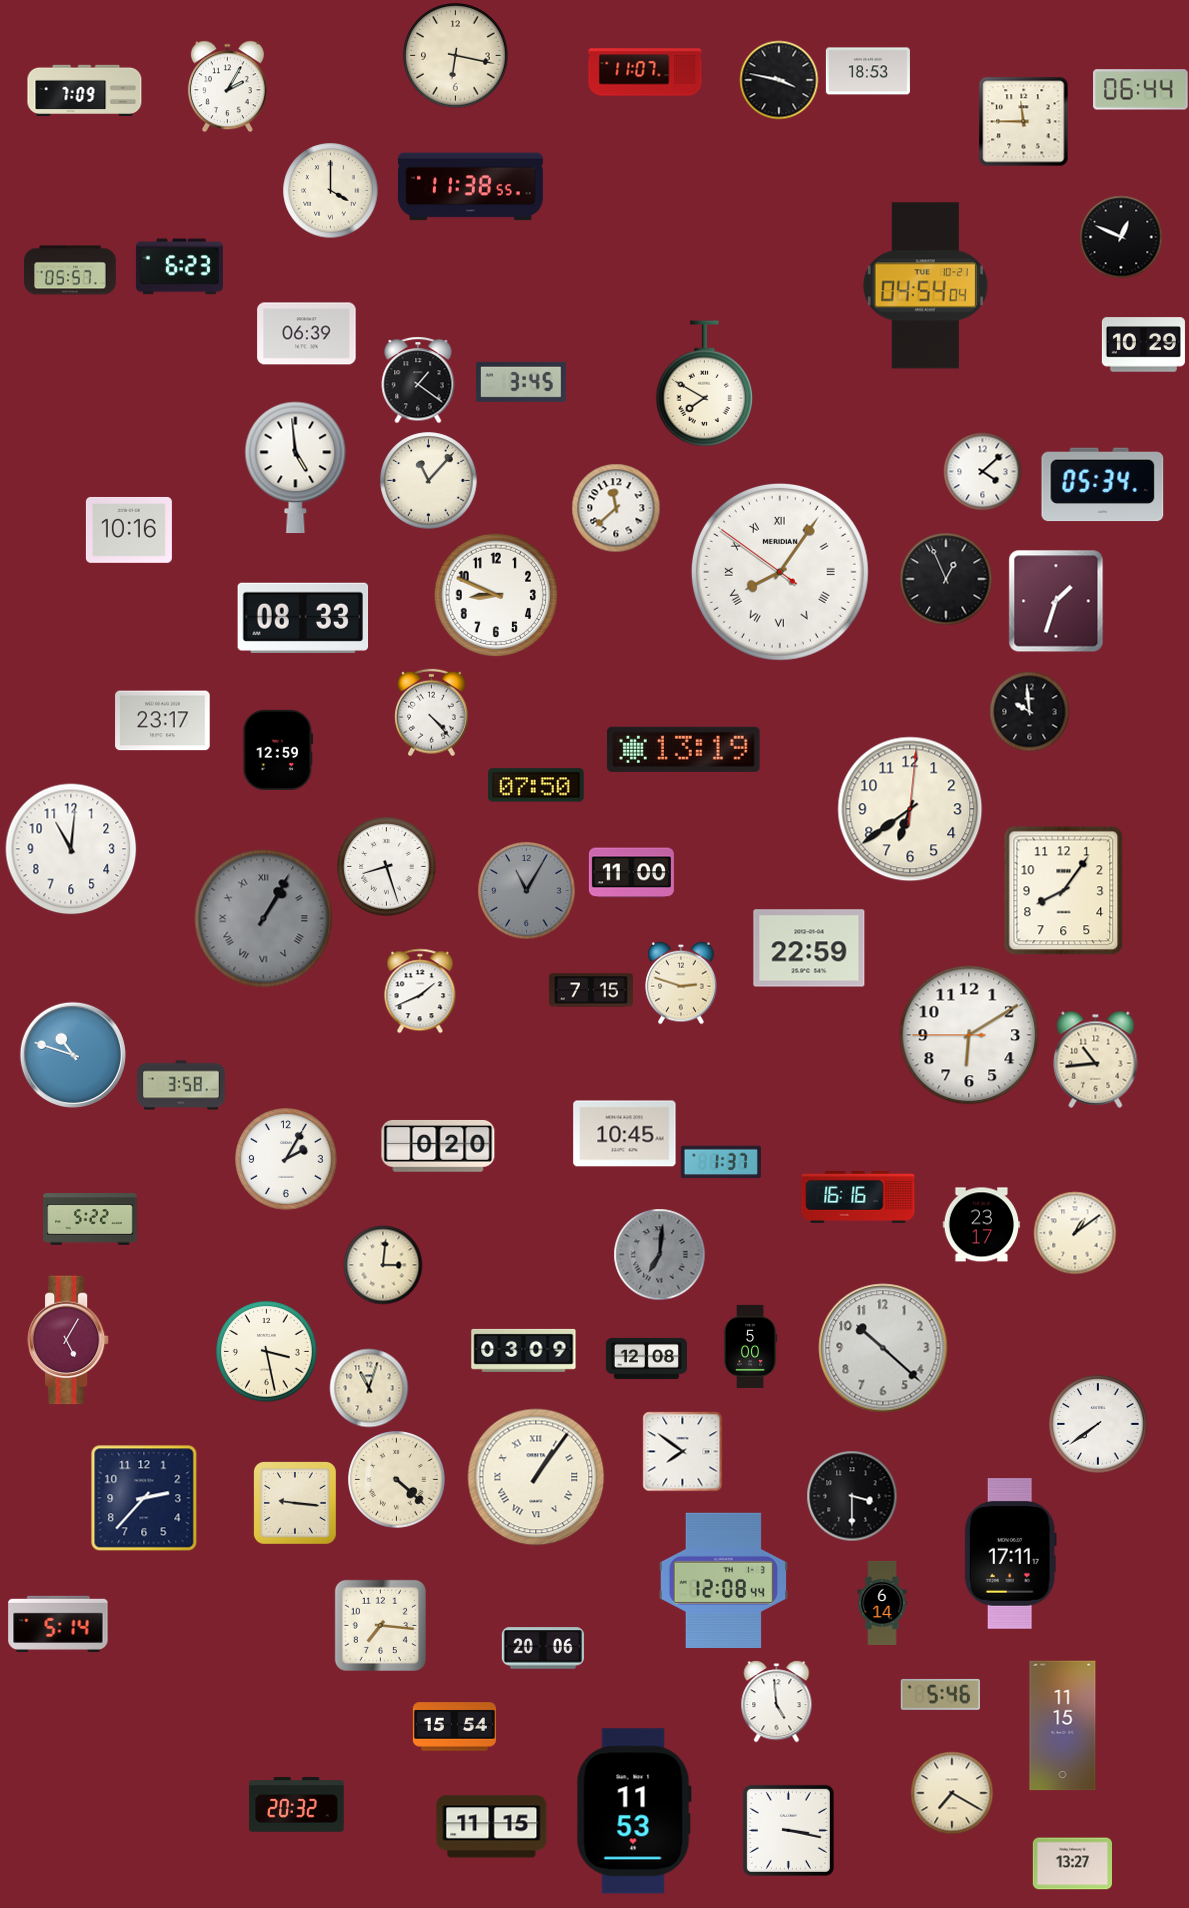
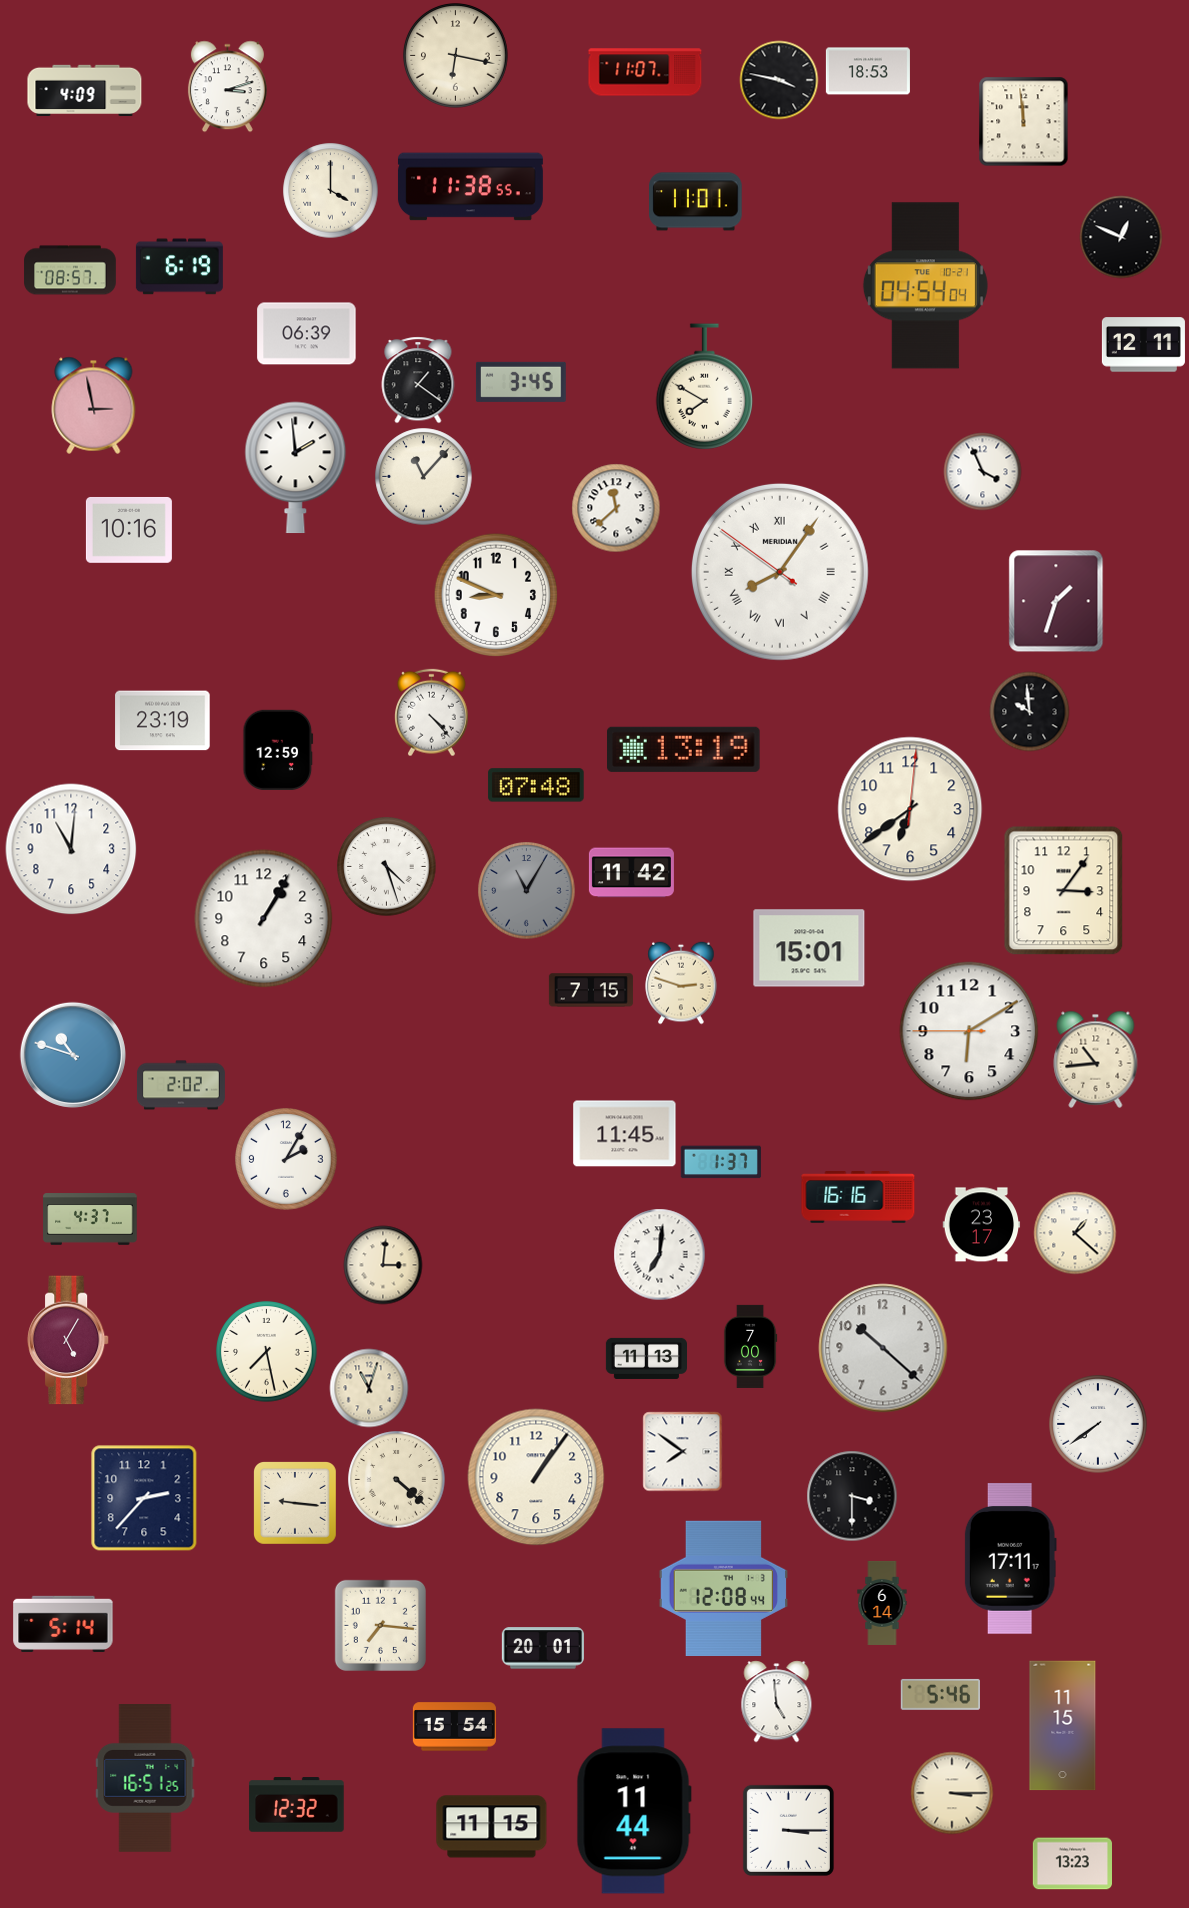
clock at (227, 86): 2:05 -> 3:12
clock at (85, 90): 7:09 -> 4:09
clock at (1141, 90): 06:44 -> none
clock at (1023, 121): 11:45 -> 11:59
clock at (696, 202): none -> 11:01
clock at (179, 267): 6:23 -> 6:19
clock at (70, 270): 05:57 -> 08:57
clock at (1143, 345): 10:29 -> 12:11
clock at (704, 384) position: (704, 384) -> (704, 387)
clock at (94, 405): none -> 2:58
clock at (296, 468): 4:59 -> 1:59
clock at (982, 471): 4:08 -> 3:56
clock at (429, 481) position: (429, 481) -> (424, 477)
clock at (1103, 485): 05:34 -> none
clock at (946, 579): 12:56 -> none
clock at (303, 618): 08:33 -> none
clock at (163, 721): 23:17 -> 23:19
clock at (536, 785): 07:50 -> 07:48
clock at (387, 867): 8:27 -> 4:27
clock at (631, 873): 11:00 -> 11:42
clock at (1064, 891): 8:06 -> 3:06
clock at (264, 919) dial: grey -> white
clock at (264, 919) numerals: Roman -> Arabic
clock at (809, 948): 22:59 -> 15:01
clock at (420, 991): 1:41 -> none
clock at (969, 1035) position: (969, 1035) -> (969, 1031)
clock at (181, 1085): 3:58 -> 2:02
clock at (625, 1134): 10:45 -> 11:45
clock at (438, 1146): 0:20 -> none
clock at (90, 1219): 5:22 -> 4:37
clock at (1075, 1233): 1:09 -> 1:22
clock at (659, 1254) dial: grey -> white
clock at (750, 1346): 5:00 -> 7:00
clock at (524, 1350): 03:09 -> none
clock at (267, 1352): 3:28 -> 7:28
clock at (646, 1358): 12:08 -> 11:13
clock at (536, 1477) numerals: Roman -> Arabic
clock at (1010, 1554) position: (1010, 1554) -> (1010, 1559)
clock at (724, 1580) position: (724, 1580) -> (724, 1588)
clock at (58, 1624) position: (58, 1624) -> (63, 1624)
clock at (543, 1648): 20:06 -> 20:01
clock at (145, 1779): none -> 16:51
clock at (952, 1793): 7:20 -> 3:15
clock at (297, 1805): 20:32 -> 12:32
clock at (634, 1811): 11:53 -> 11:44
clock at (788, 1830): 3:17 -> 3:15
clock at (1072, 1864): 13:27 -> 13:23
